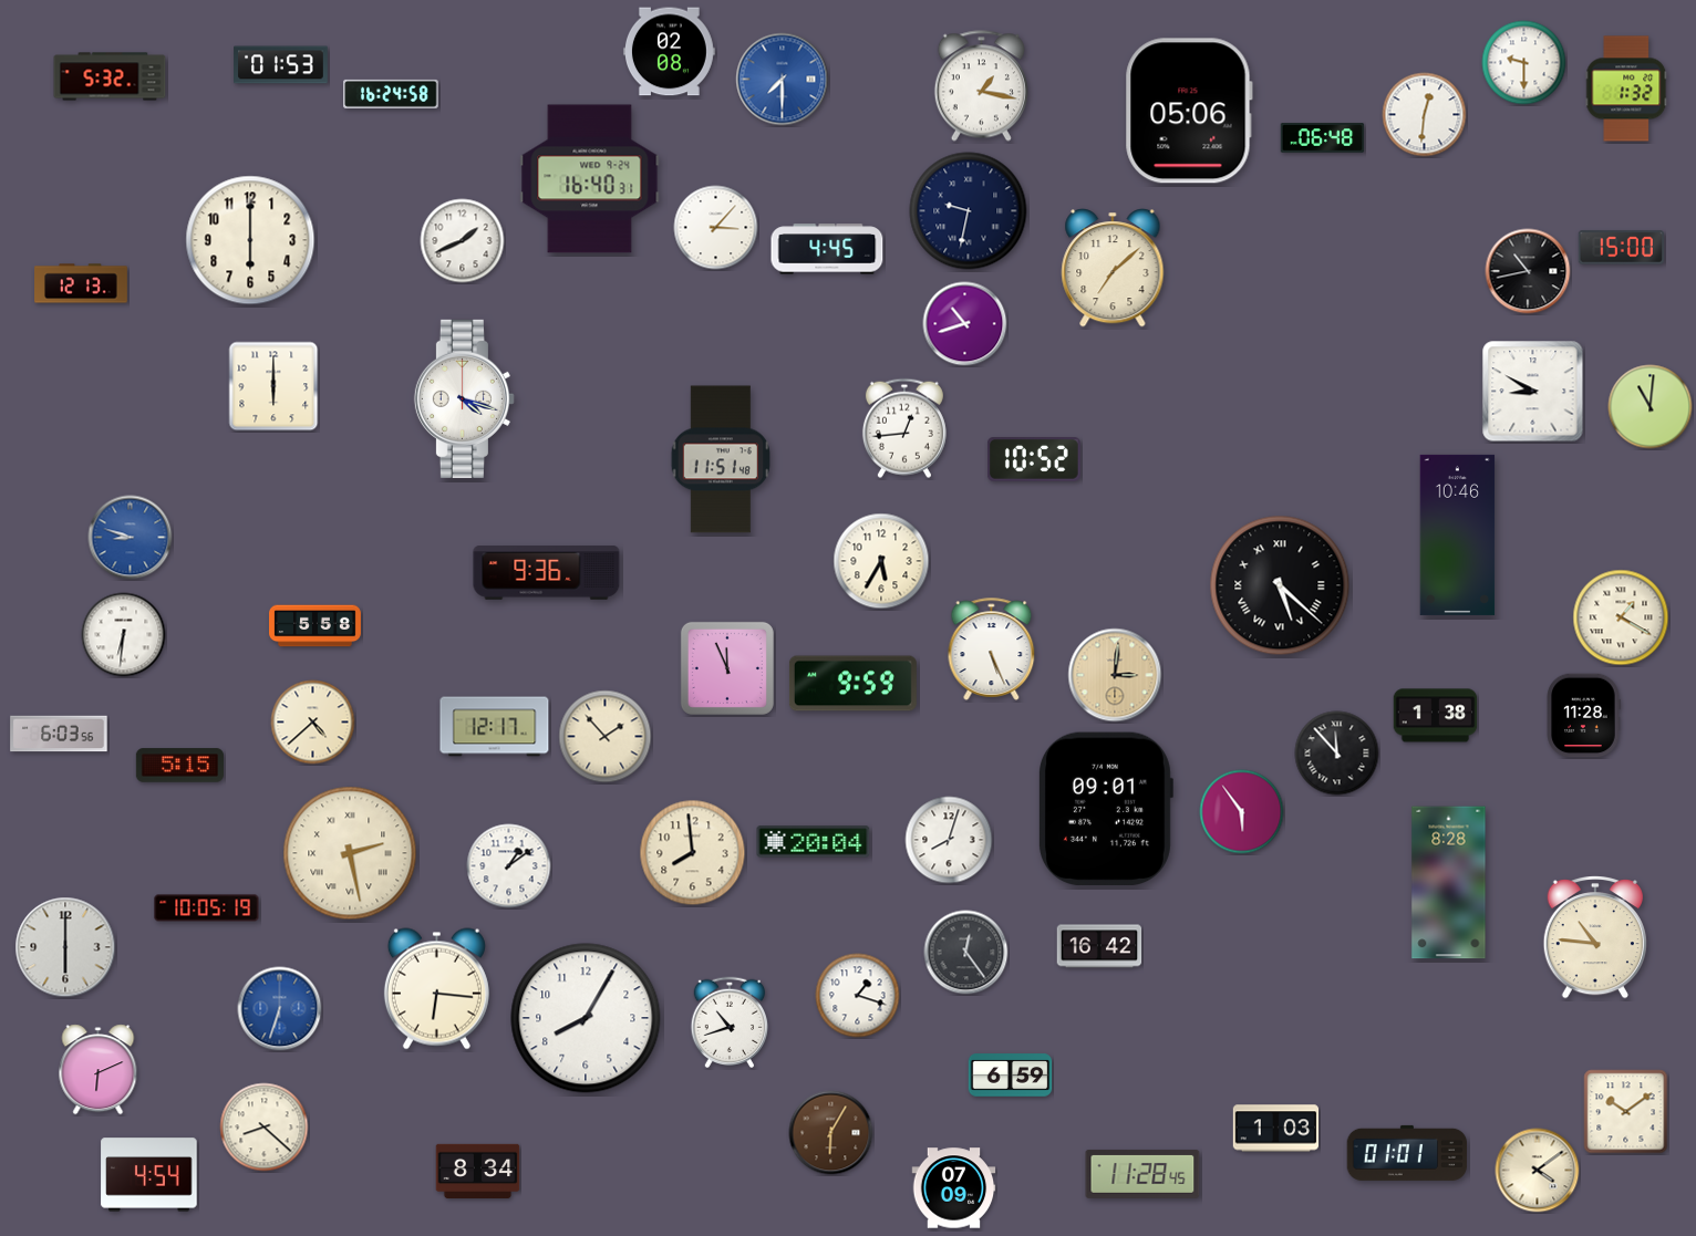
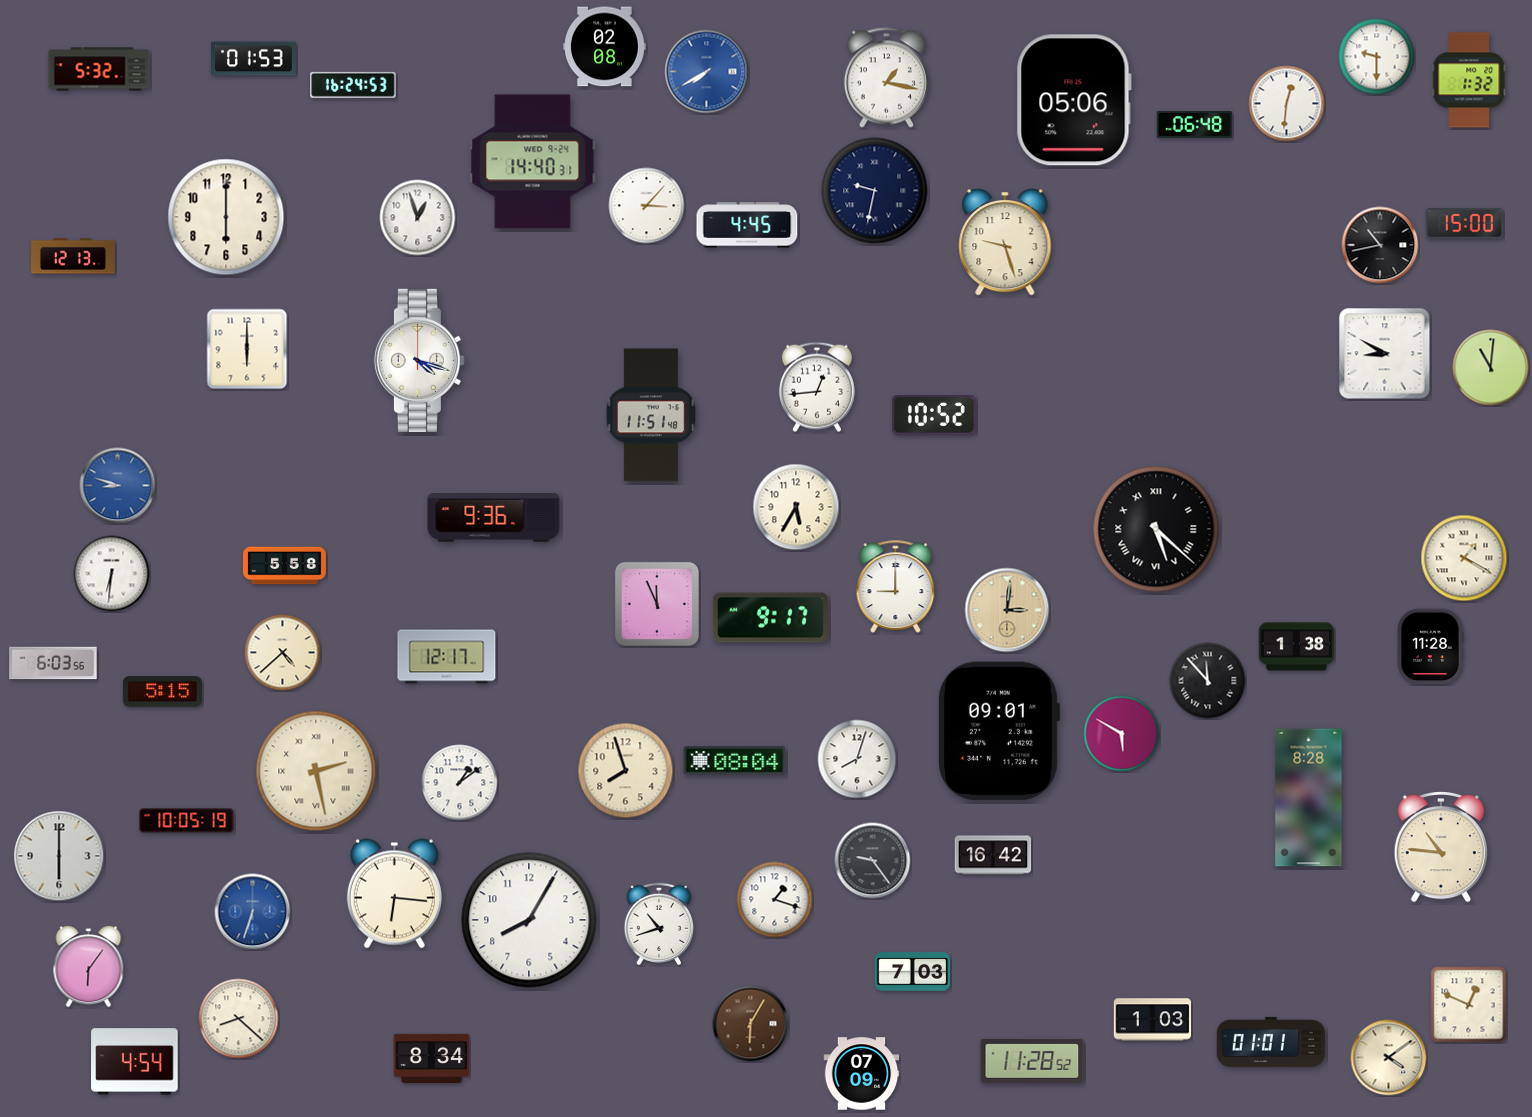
clock at (783, 80): 7:30 -> 7:40
clock at (391, 94): 16:24:58 -> 16:24:53
clock at (590, 179): 16:40 -> 14:40
clock at (463, 241): 1:41 -> 12:57
clock at (1113, 269): 7:08 -> 9:27
clock at (965, 324): 10:42 -> none
clock at (1458, 534): 10:46 -> none
clock at (992, 648): 5:26 -> 9:00
clock at (852, 684): 9:59 -> 9:17
clock at (606, 737): 1:53 -> none
clock at (1242, 812): 5:54 -> 5:50
clock at (814, 842): 20:04 -> 08:04
clock at (693, 853): 7:59 -> 7:57
clock at (966, 953): 12:24 -> 9:24
clock at (99, 1070): 6:11 -> 6:06
clock at (1011, 1076): 6:59 -> 7:03
clock at (1626, 1112): 10:09 -> 12:49
clock at (1142, 1174): 11:28:45 -> 11:28:52
